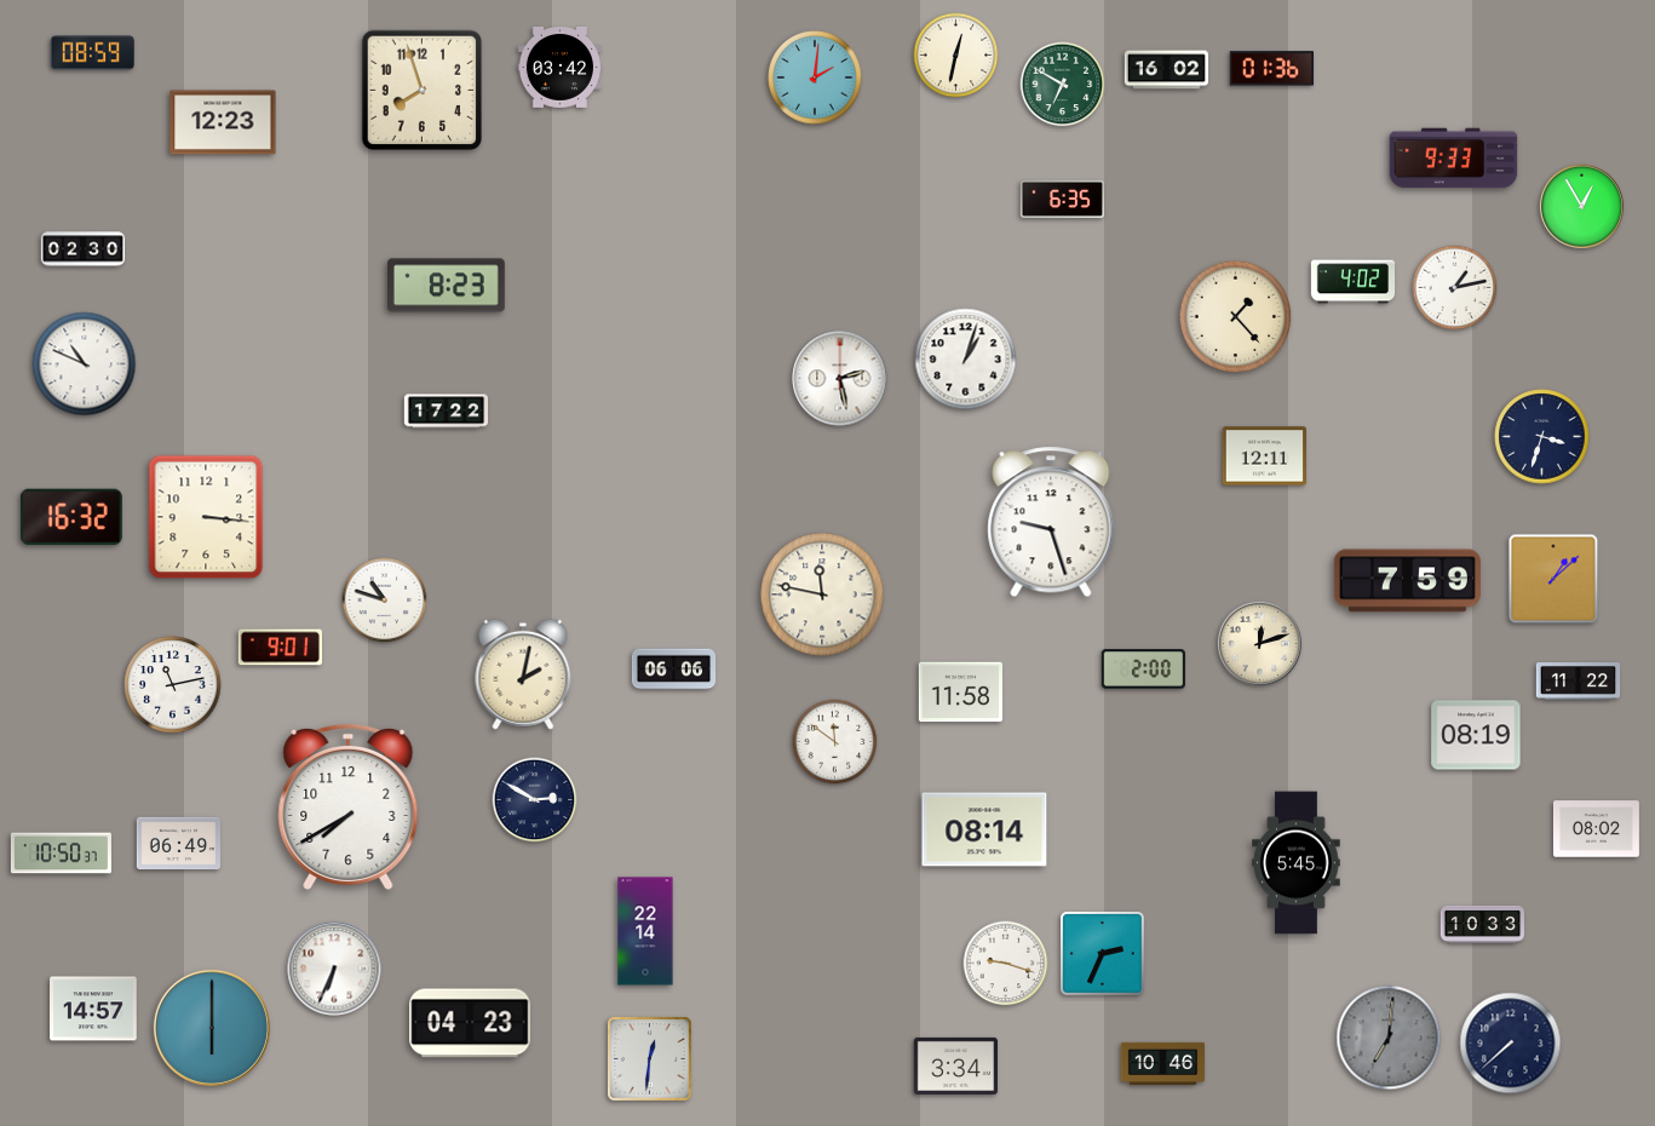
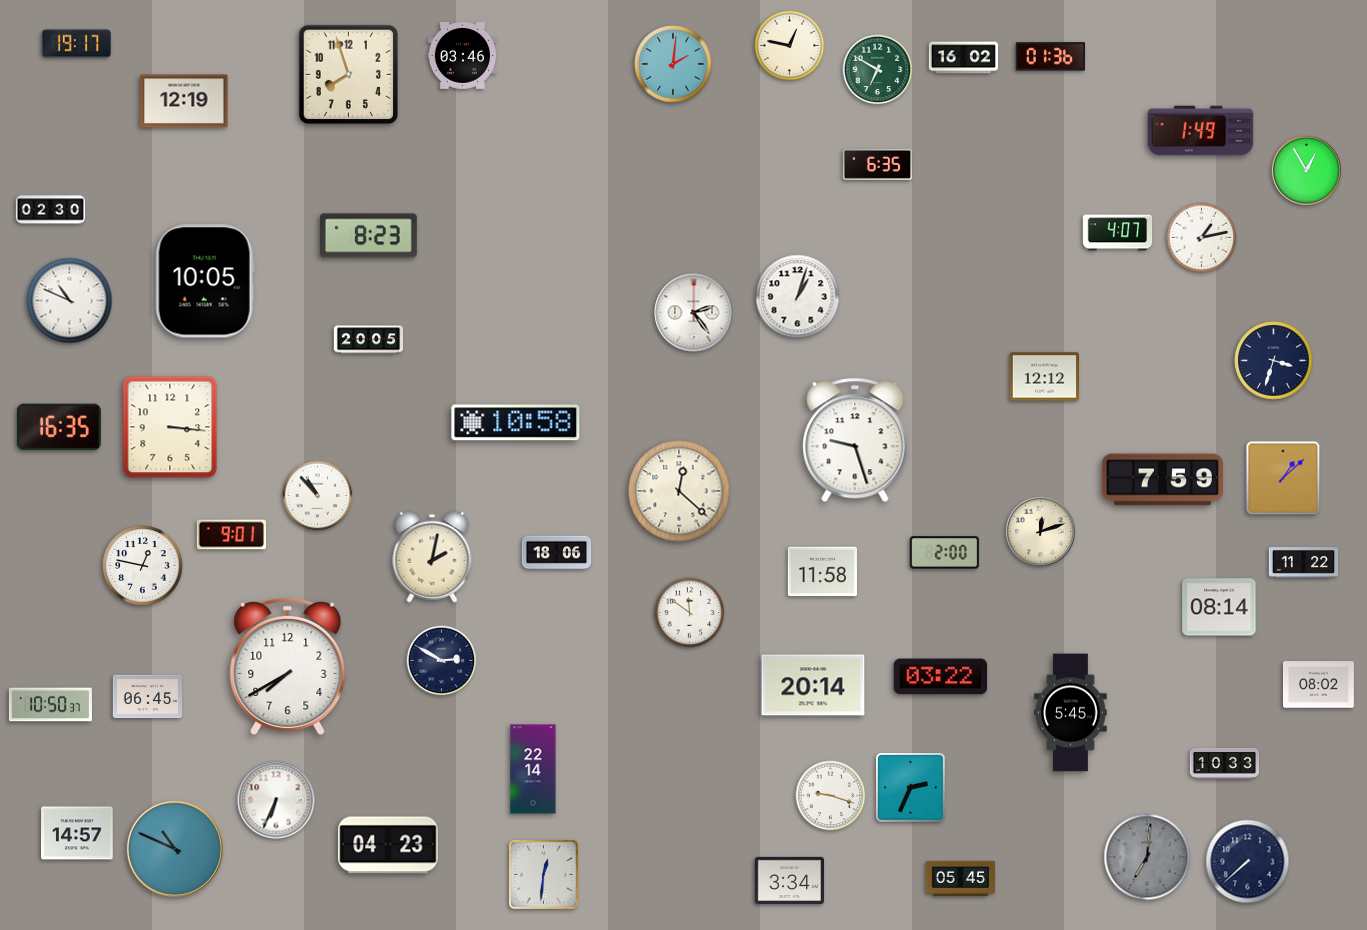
clock at (92, 53): 08:59 -> 19:17
clock at (956, 56): 12:32 -> 12:47
clock at (561, 68): 03:42 -> 03:46
clock at (223, 122): 12:23 -> 12:19
clock at (1454, 159): 9:33 -> 1:49
clock at (84, 249) position: (84, 249) -> (51, 210)
clock at (1354, 282): 4:02 -> 4:07
clock at (1236, 317): 1:23 -> none
clock at (205, 281): none -> 10:05
clock at (840, 379): 2:28 -> 2:24
clock at (447, 412): 17:22 -> 20:05
clock at (1264, 456): 12:11 -> 12:12
clock at (516, 423): none -> 10:58
clock at (71, 517): 16:32 -> 16:35
clock at (1051, 522) position: (1051, 522) -> (855, 440)
clock at (822, 594): 11:47 -> 12:22
clock at (385, 601): 10:48 -> 10:53
clock at (674, 670): 06:06 -> 18:06
clock at (173, 685): 11:13 -> 12:47
clock at (960, 693) position: (960, 693) -> (822, 572)
clock at (1476, 735): 08:19 -> 08:14
clock at (941, 677): none -> 03:22
clock at (984, 829): 08:14 -> 20:14
clock at (179, 844): 06:49 -> 06:45
clock at (212, 1028): 6:00 -> 10:49
clock at (650, 1059) position: (650, 1059) -> (544, 875)
clock at (1163, 1063): 10:46 -> 05:45
